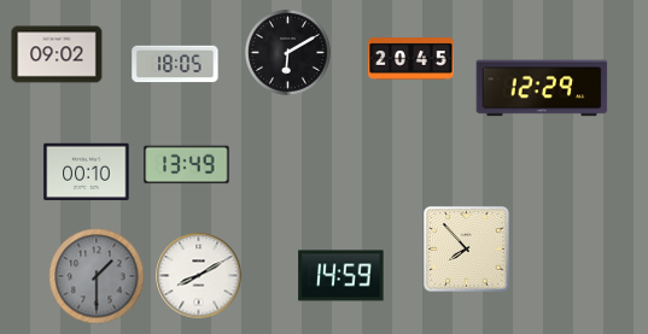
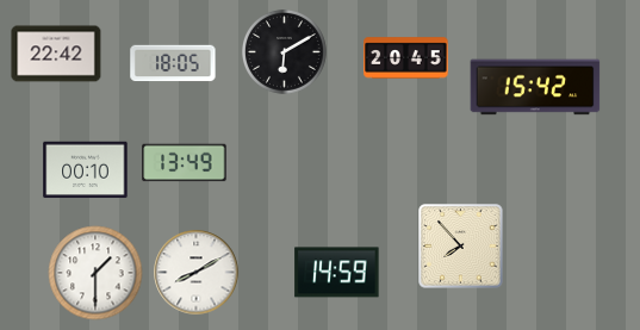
clock at (57, 54): 09:02 -> 22:42
clock at (542, 88): 12:29 -> 15:42
clock at (97, 276) dial: grey -> white
